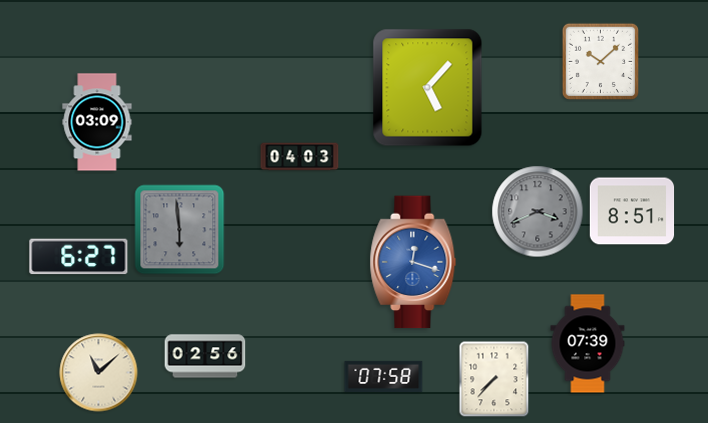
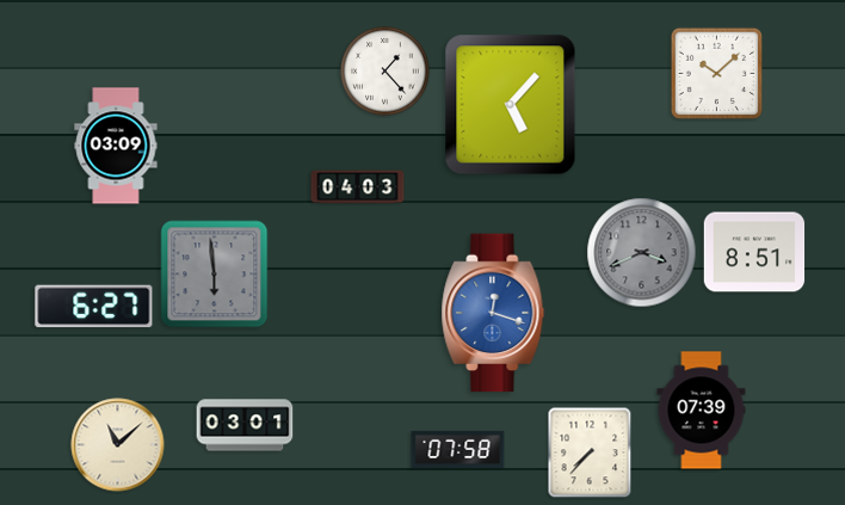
clock at (386, 72): none -> 1:23
clock at (205, 356): 02:56 -> 03:01
